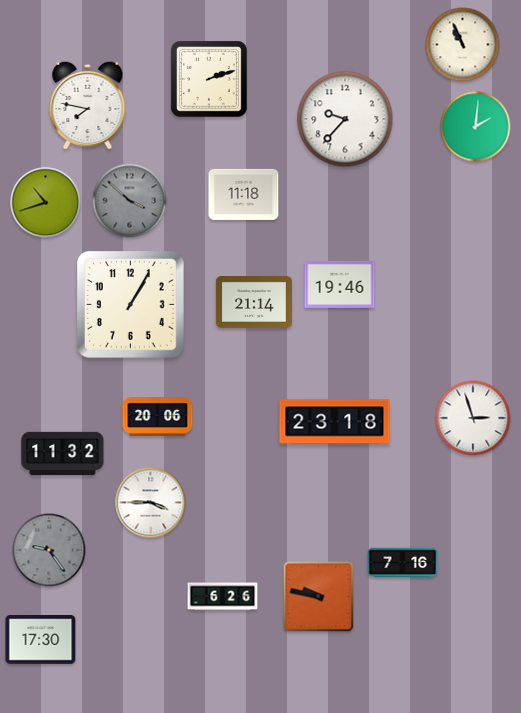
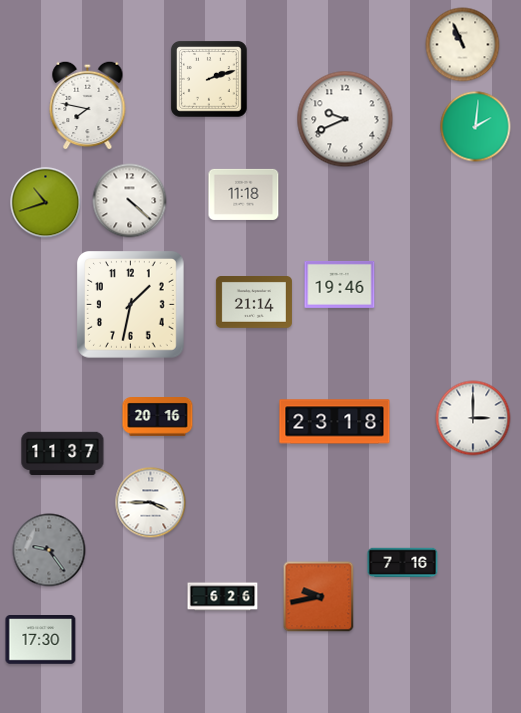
clock at (345, 119): 9:37 -> 9:41
clock at (130, 201): 3:52 -> 4:22
clock at (130, 201) dial: grey -> white
clock at (131, 305): 1:05 -> 1:32
clock at (158, 417): 20:06 -> 20:16
clock at (473, 418): 2:57 -> 3:00
clock at (63, 453): 11:32 -> 11:37
clock at (319, 597): 9:47 -> 9:43
